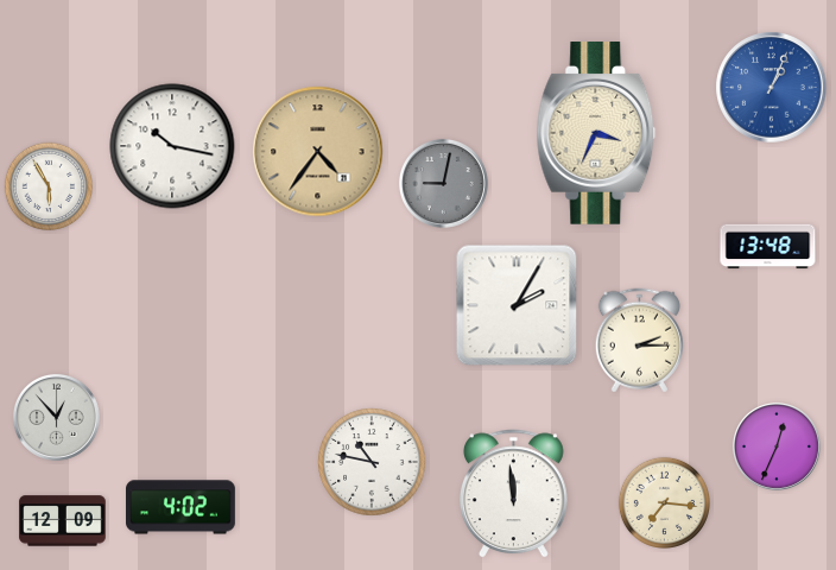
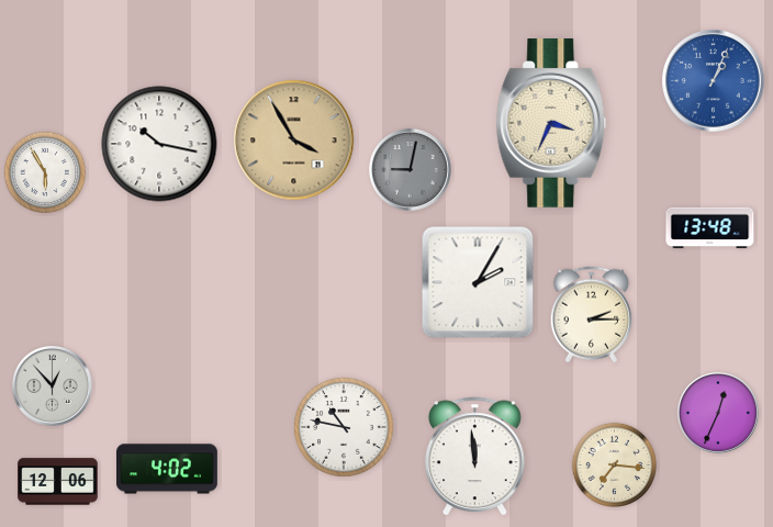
clock at (172, 146) position: (172, 146) -> (159, 144)
clock at (318, 152): 4:36 -> 3:55
clock at (63, 521): 12:09 -> 12:06
